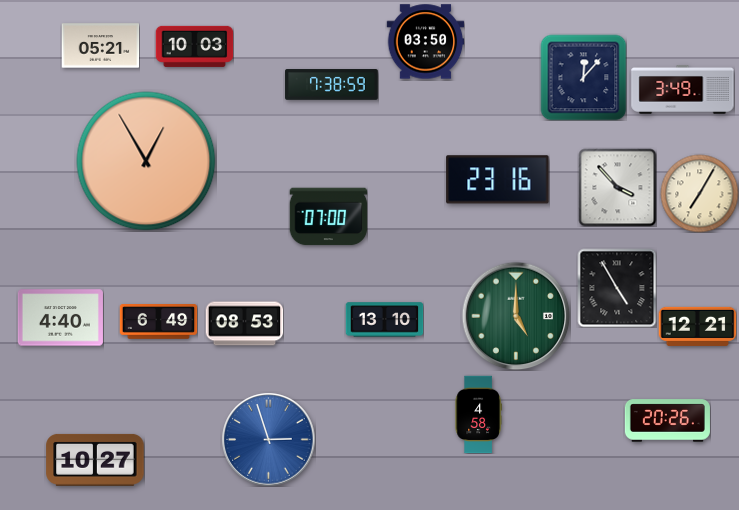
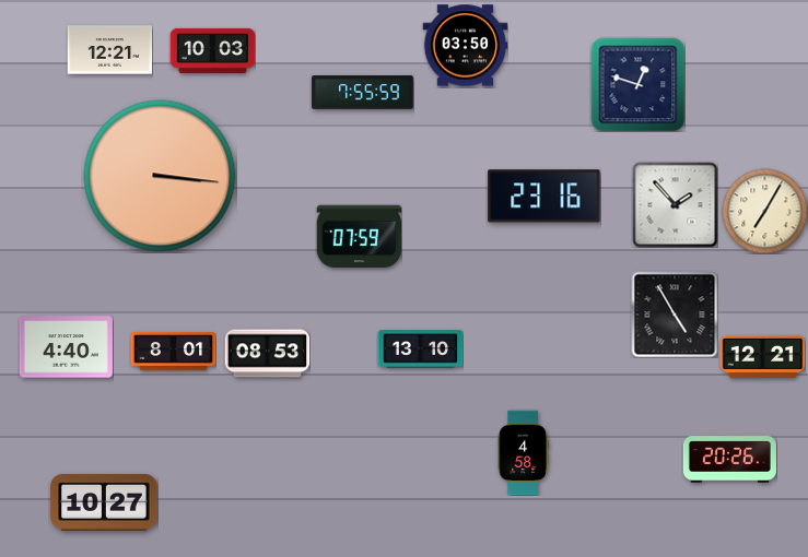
clock at (100, 46): 05:21 -> 12:21
clock at (583, 77): 12:07 -> 12:48
clock at (332, 85): 7:38 -> 7:55
clock at (683, 90): 3:49 -> none
clock at (146, 161): 12:55 -> 3:16
clock at (617, 187): 3:53 -> 1:53
clock at (328, 217): 07:00 -> 07:59
clock at (516, 316): 5:00 -> none
clock at (158, 322): 6:49 -> 8:01
clock at (268, 439): 2:57 -> none
